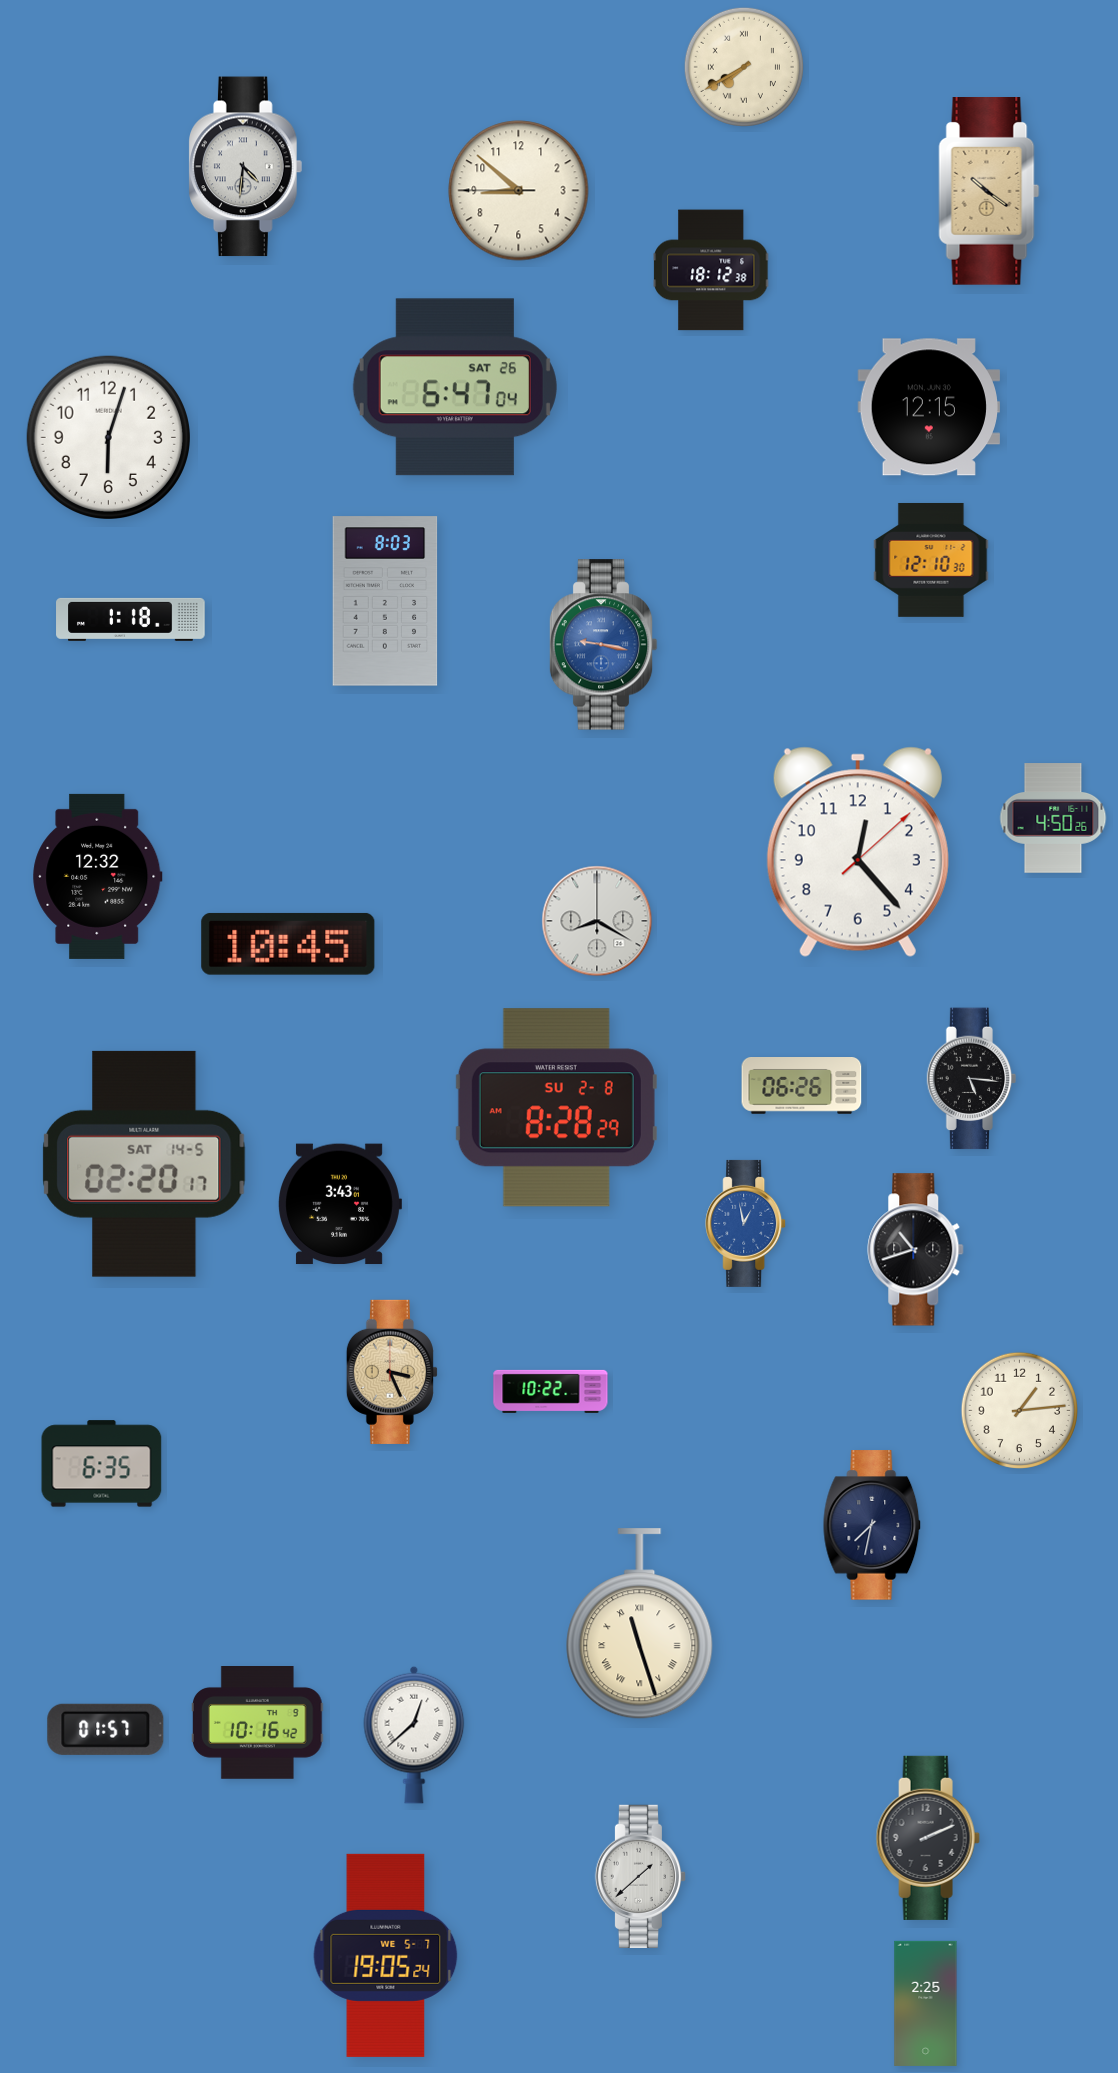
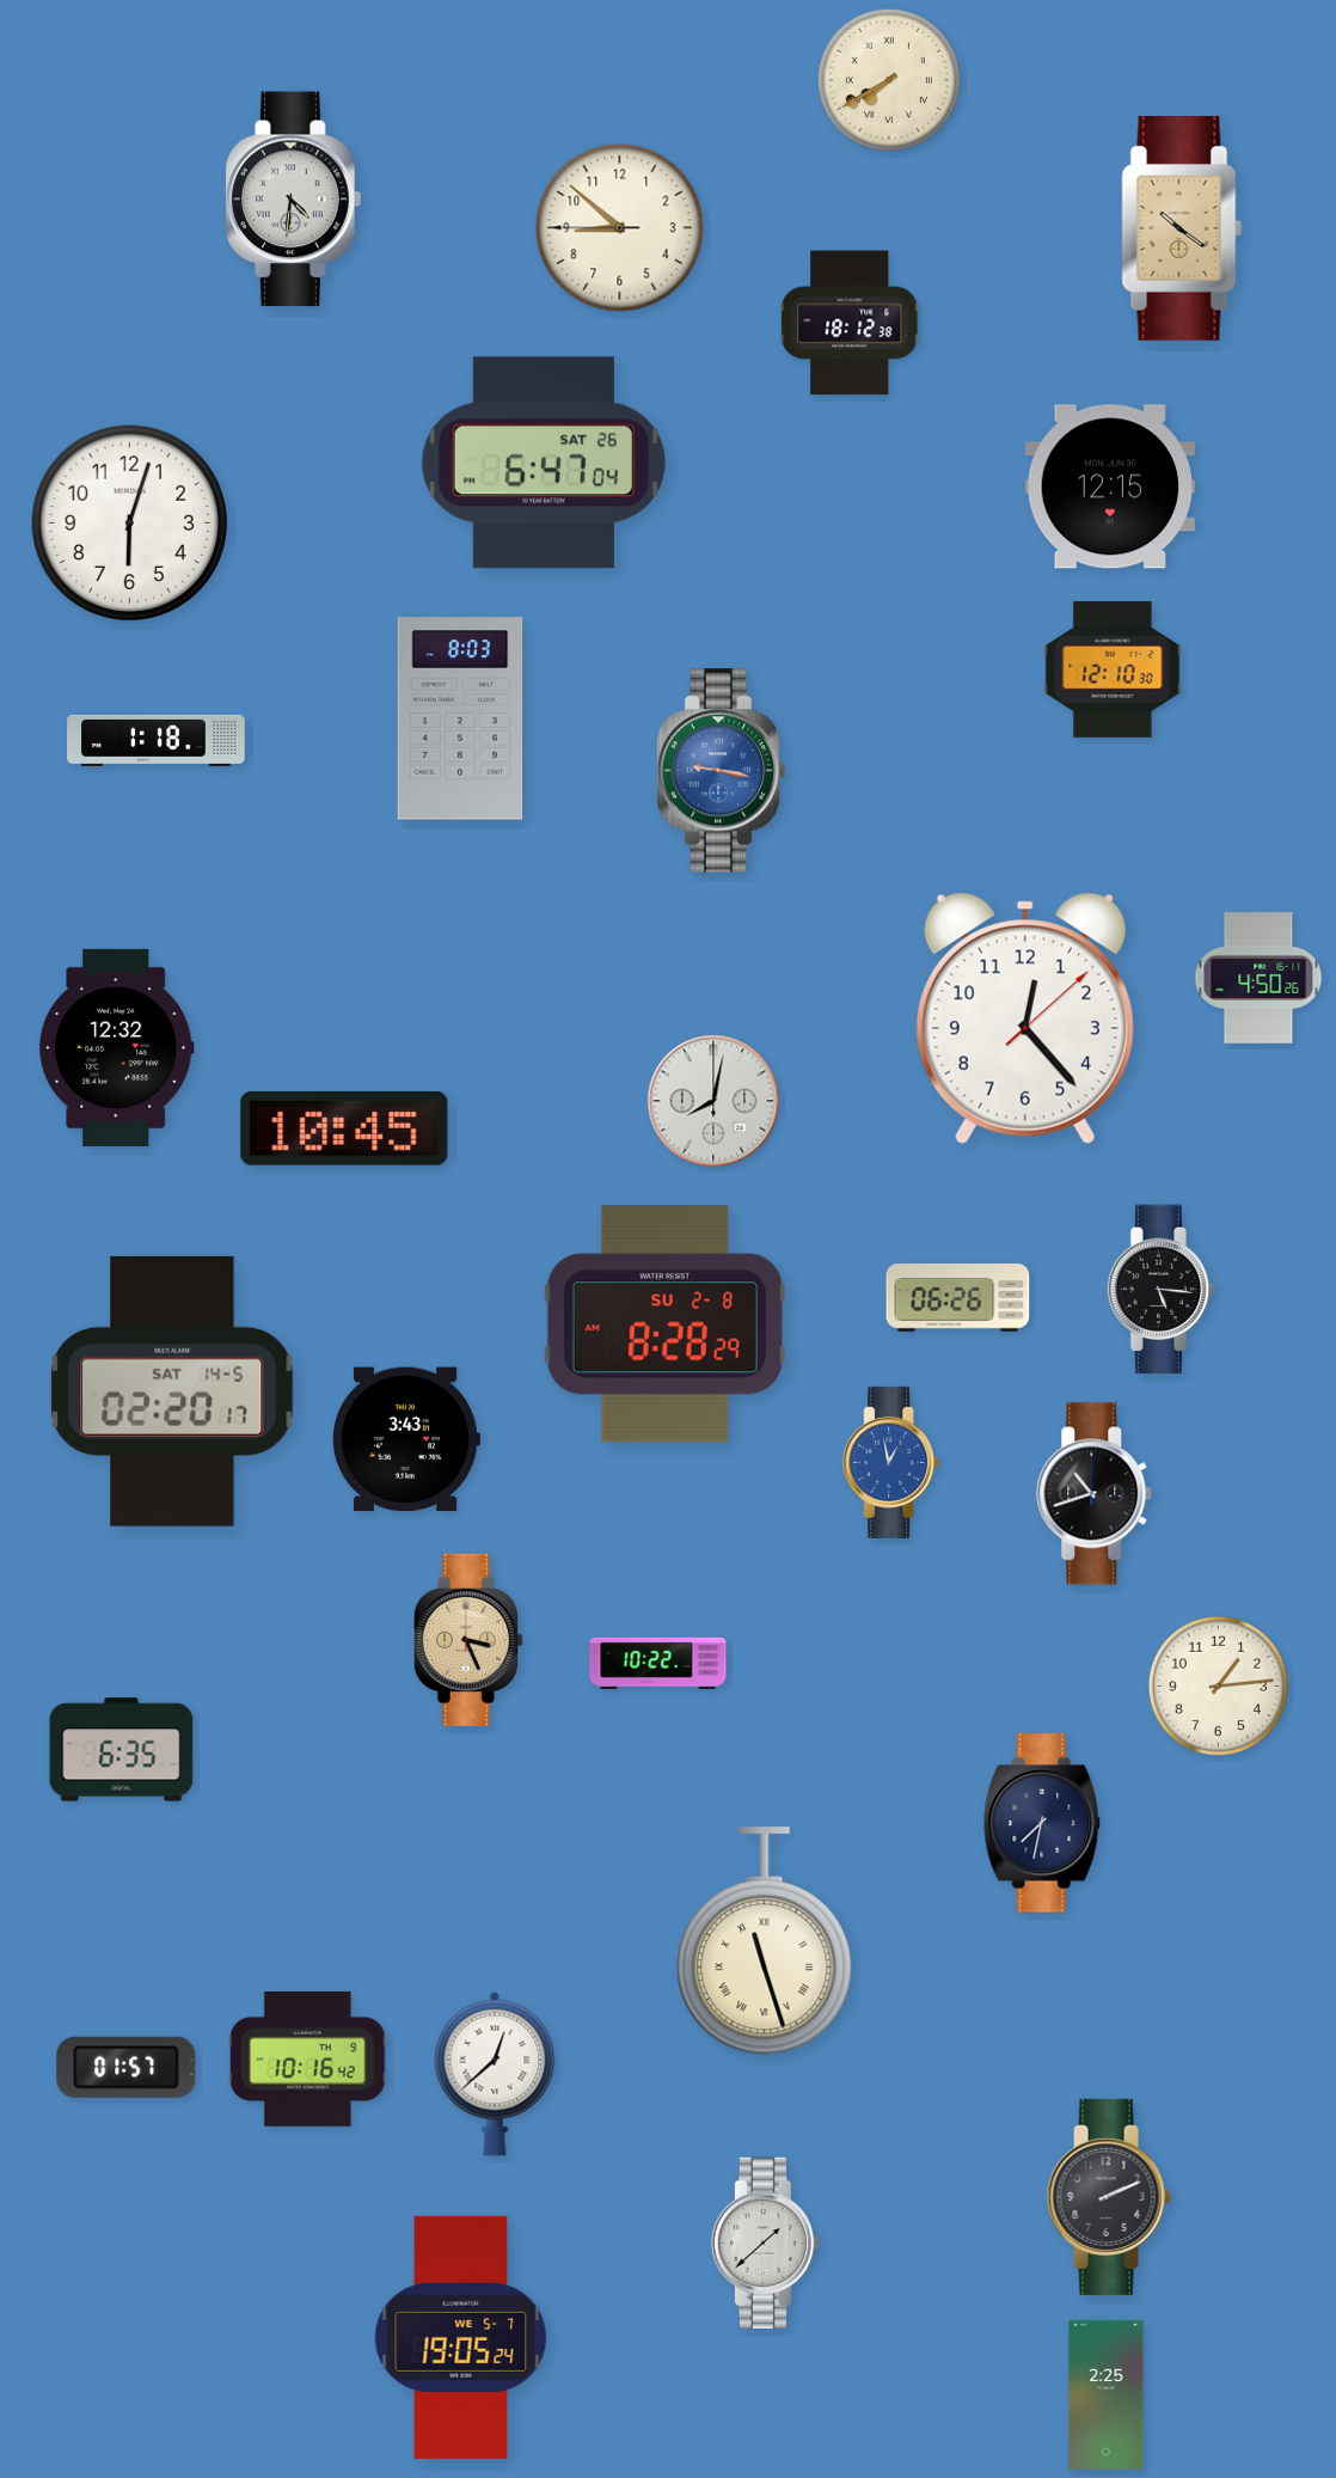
clock at (597, 921): 8:20 -> 8:02
